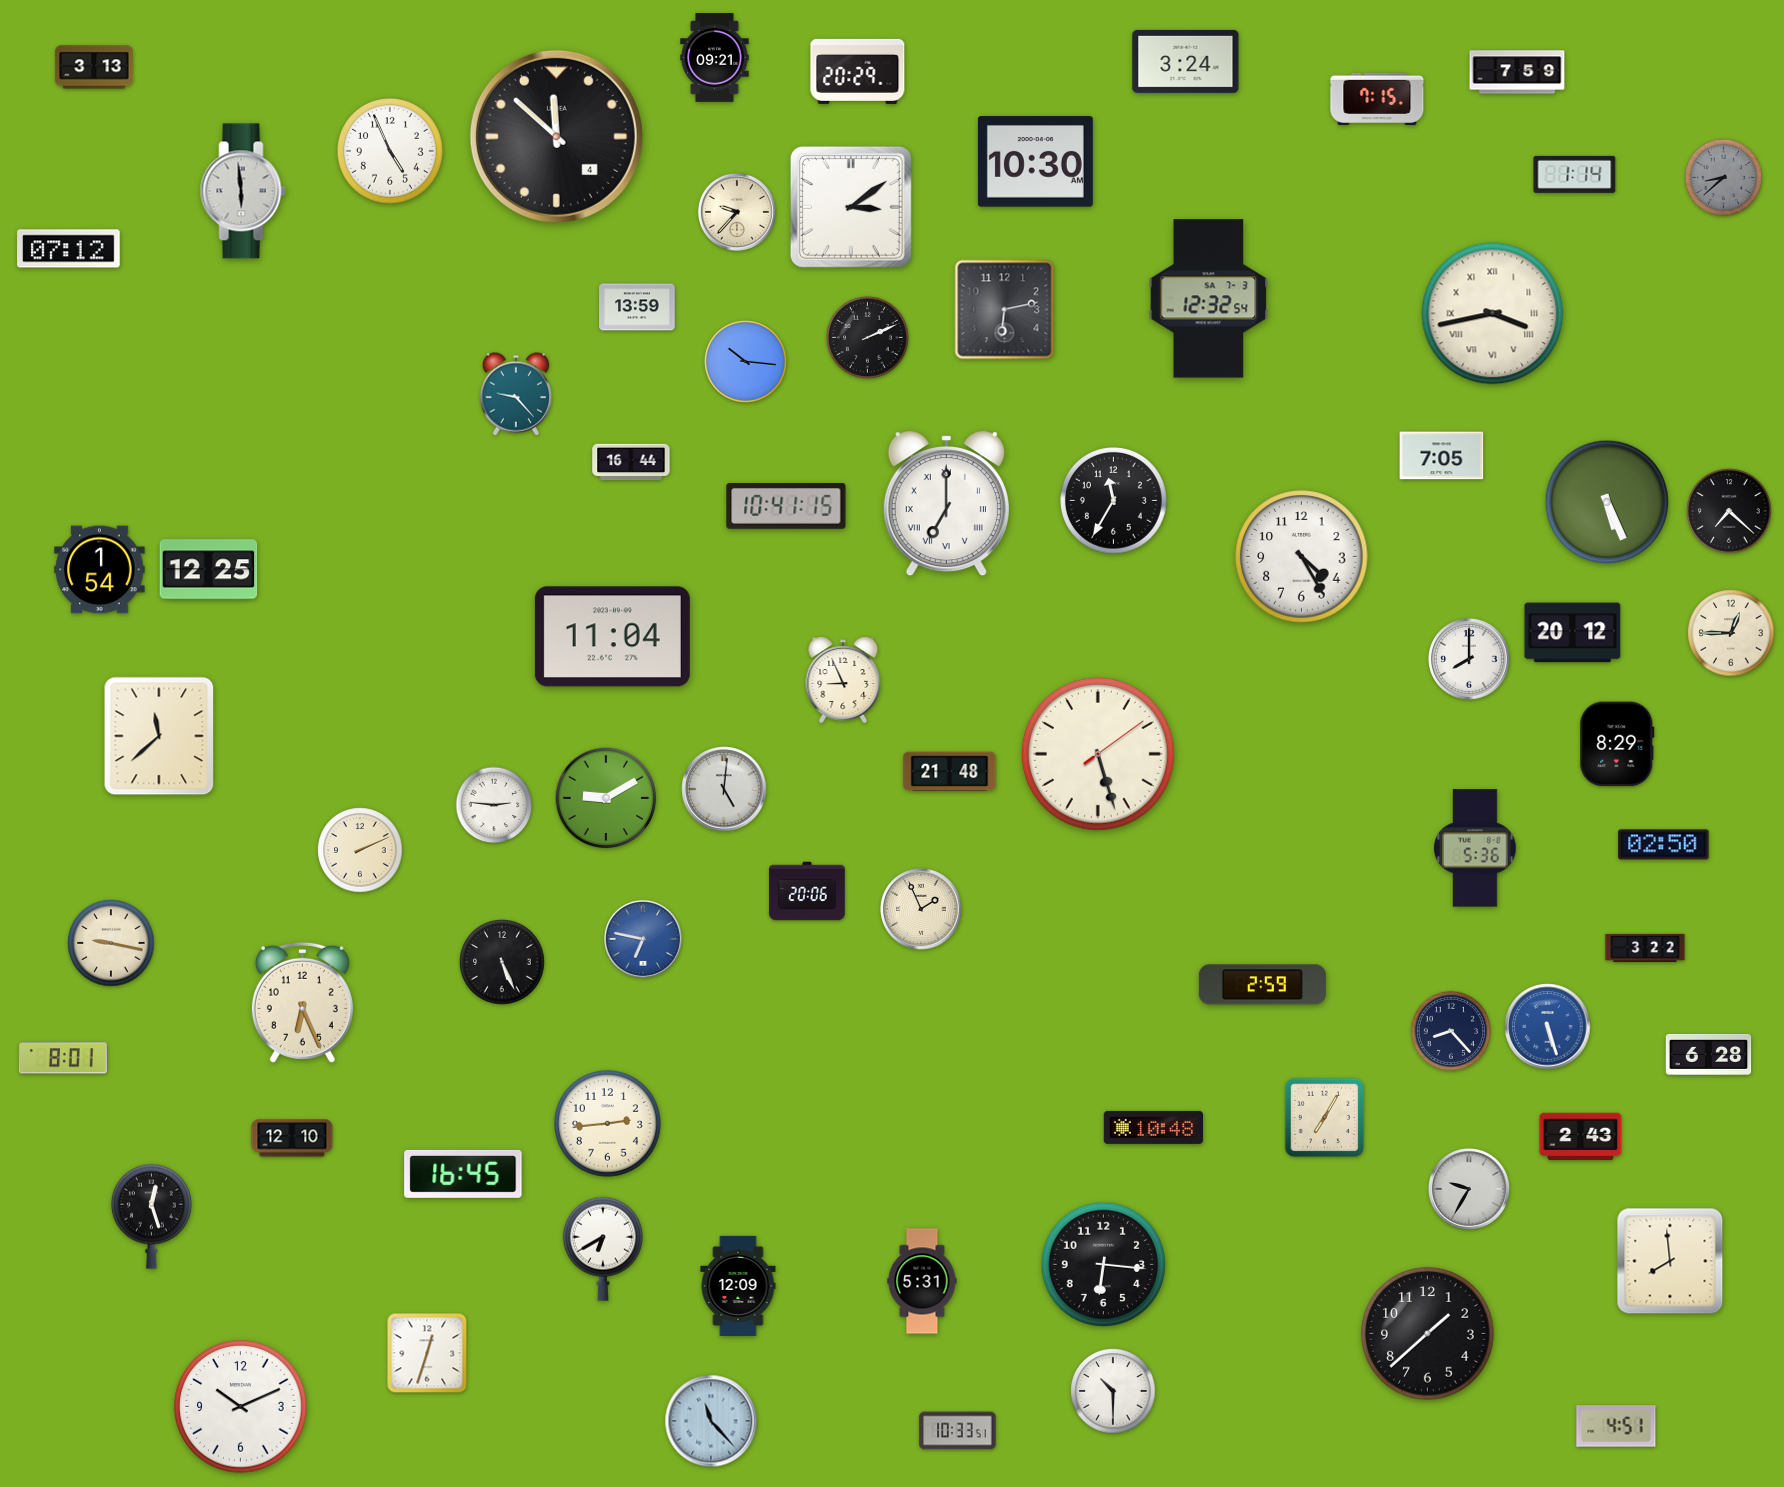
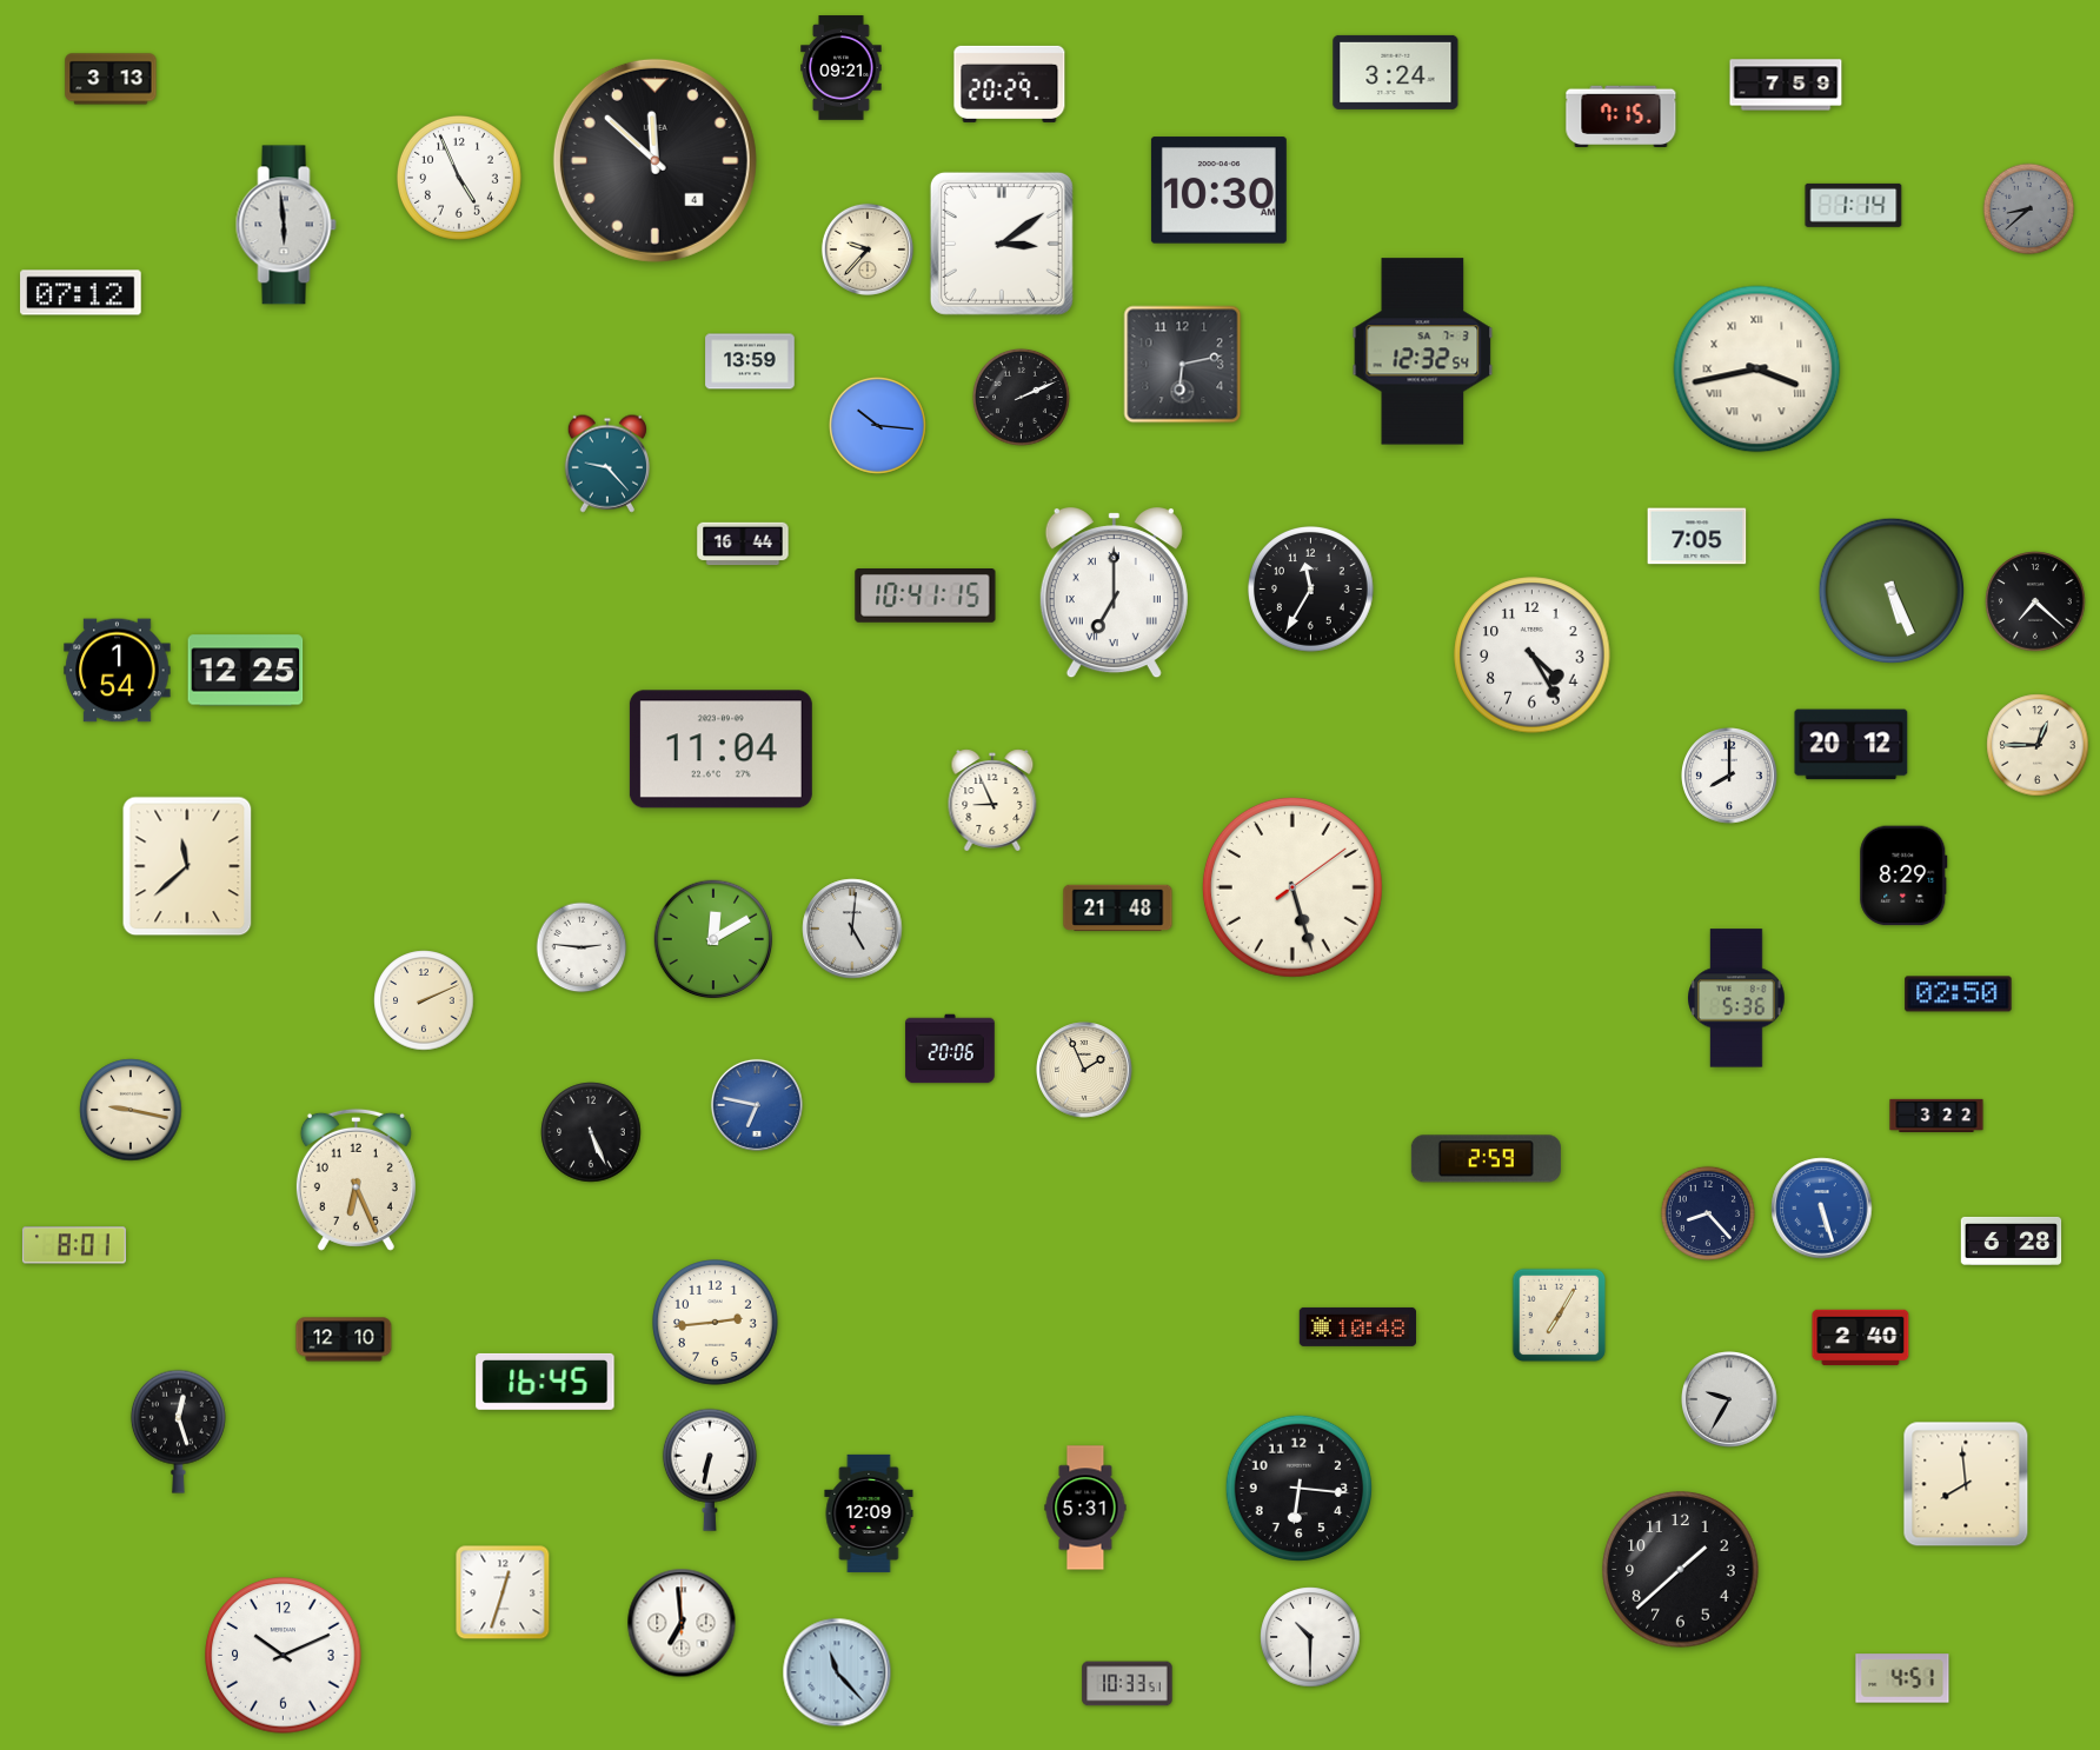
clock at (606, 798): 9:10 -> 12:10
clock at (1581, 1137): 2:43 -> 2:40
clock at (603, 1249): 6:40 -> 6:32
clock at (682, 1623): none -> 6:59
